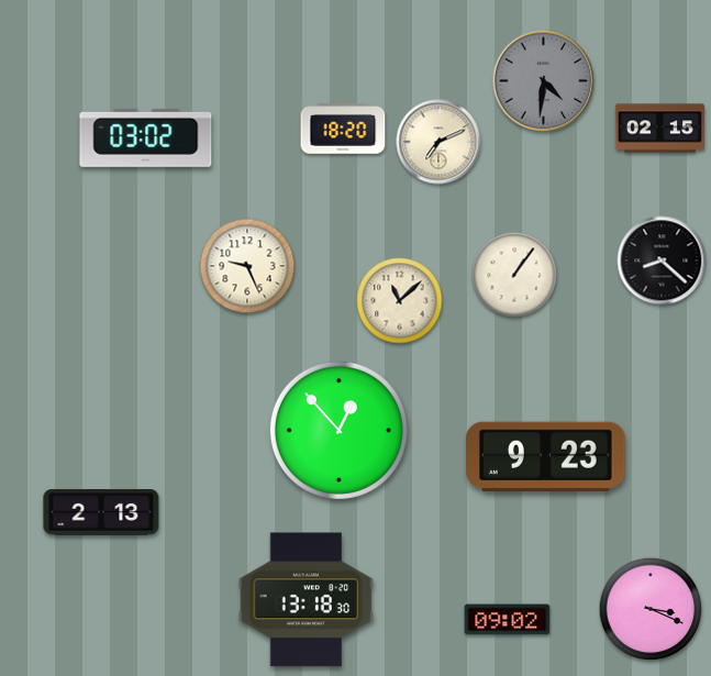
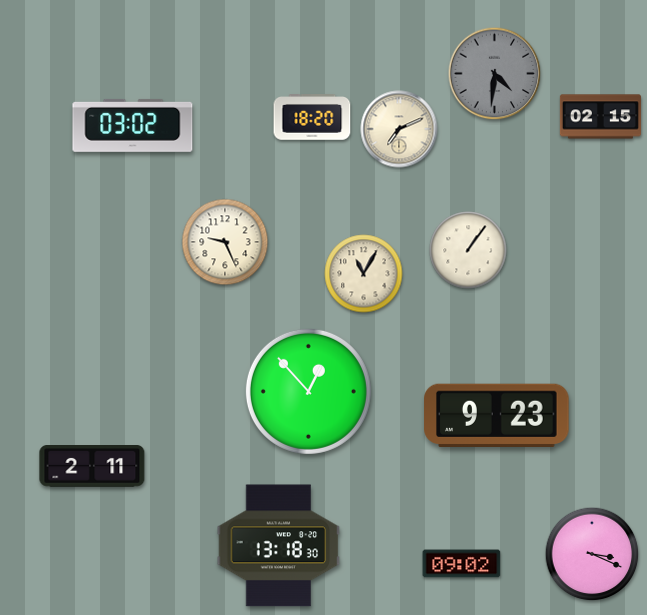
clock at (662, 261): 8:22 -> none
clock at (400, 301): 11:08 -> 11:05
clock at (101, 513): 2:13 -> 2:11
